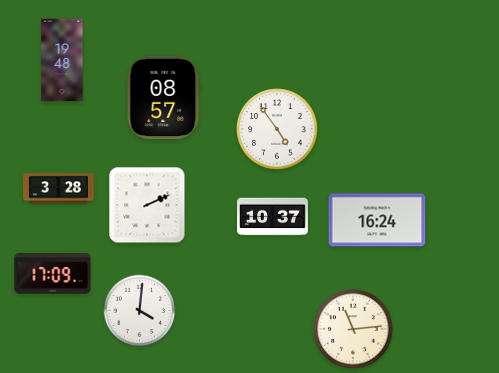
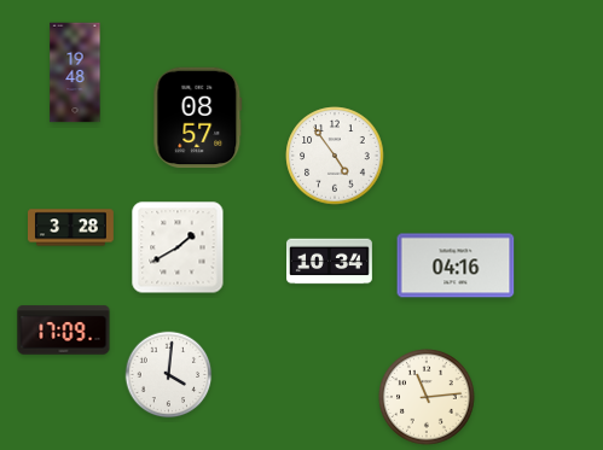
clock at (147, 205): 2:11 -> 1:40
clock at (273, 217): 10:37 -> 10:34
clock at (377, 220): 16:24 -> 04:16
